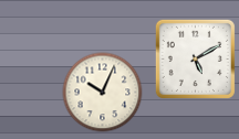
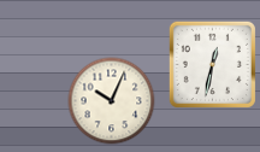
clock at (195, 58): 5:10 -> 12:32
